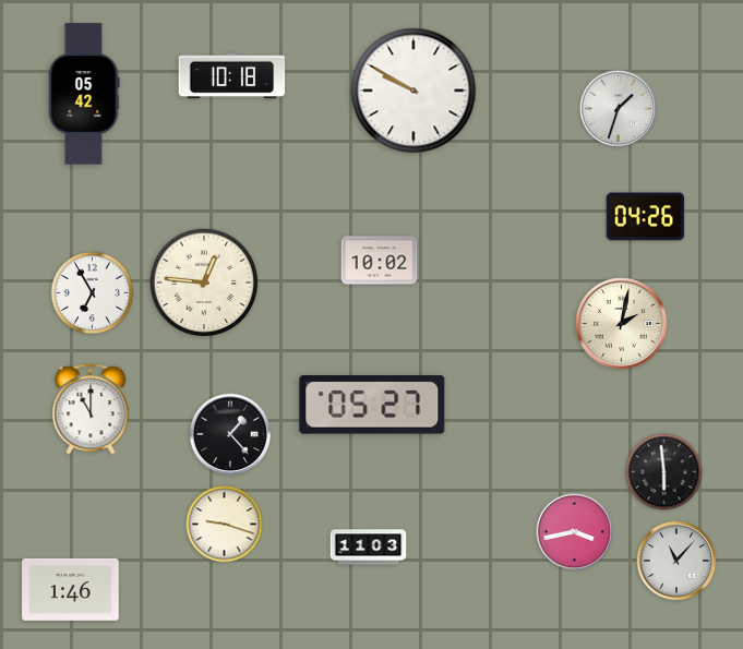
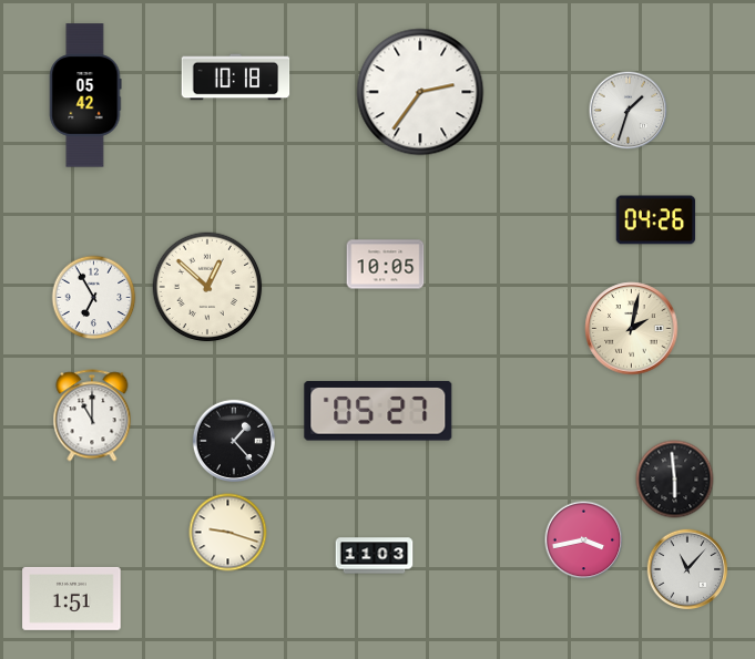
clock at (414, 91): 9:50 -> 2:36
clock at (380, 261): 10:02 -> 10:05
clock at (204, 283): 12:46 -> 12:52
clock at (71, 589): 1:46 -> 1:51
